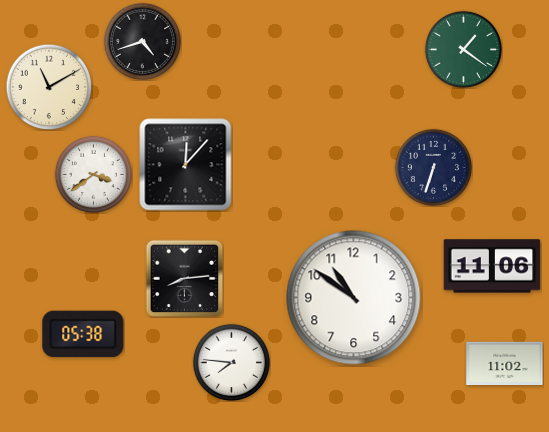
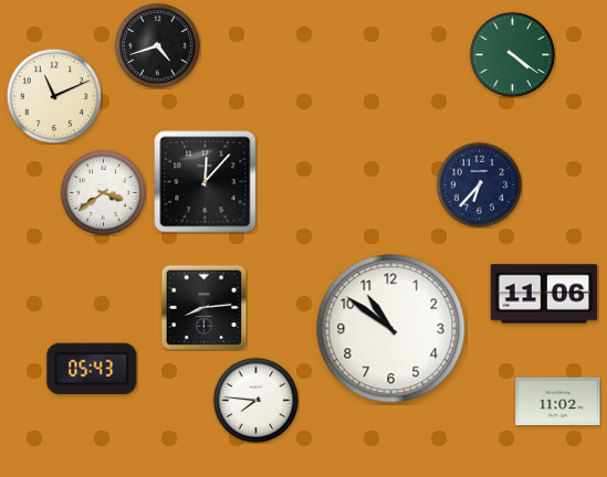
clock at (463, 49): 1:21 -> 4:21
clock at (49, 87): 11:10 -> 11:11
clock at (433, 167): 6:33 -> 6:37
clock at (83, 334): 05:38 -> 05:43
